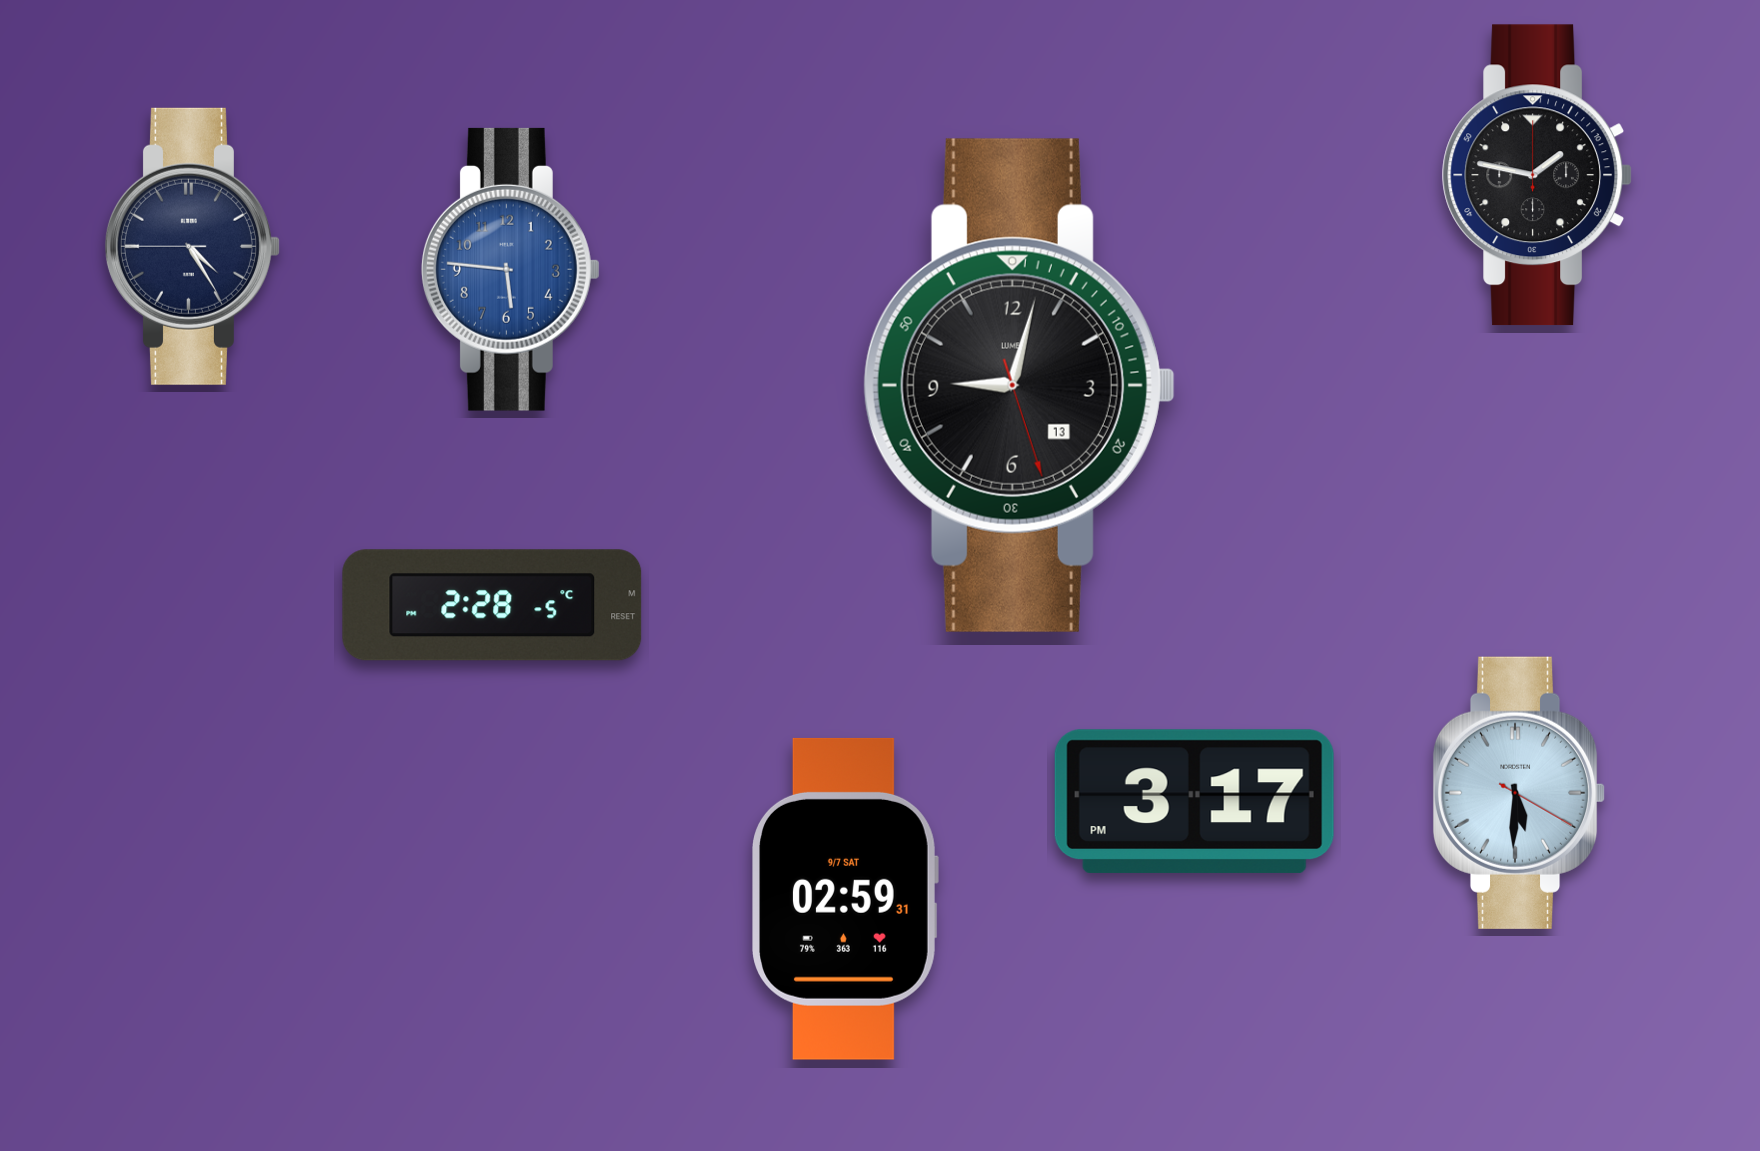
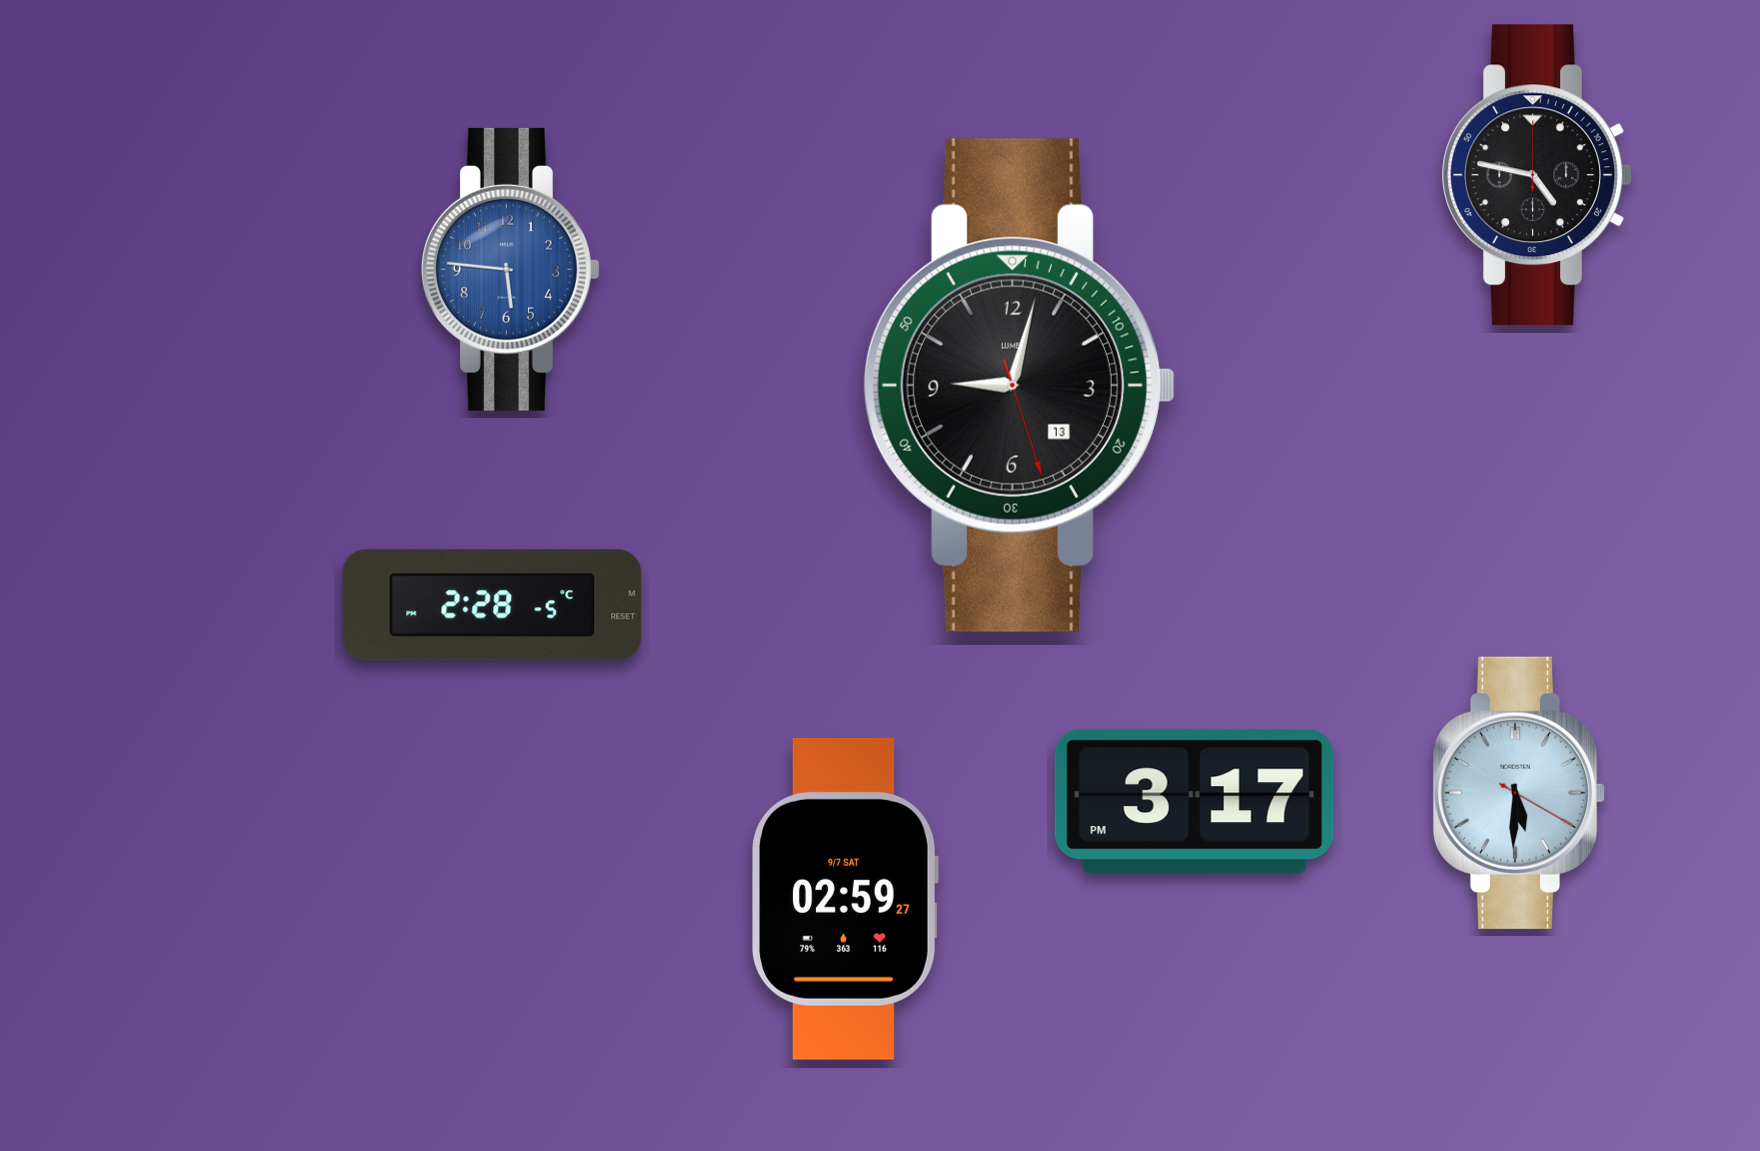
clock at (1536, 175): 1:47 -> 4:47
clock at (192, 246): 4:24 -> none
clock at (845, 899): 02:59:31 -> 02:59:27
